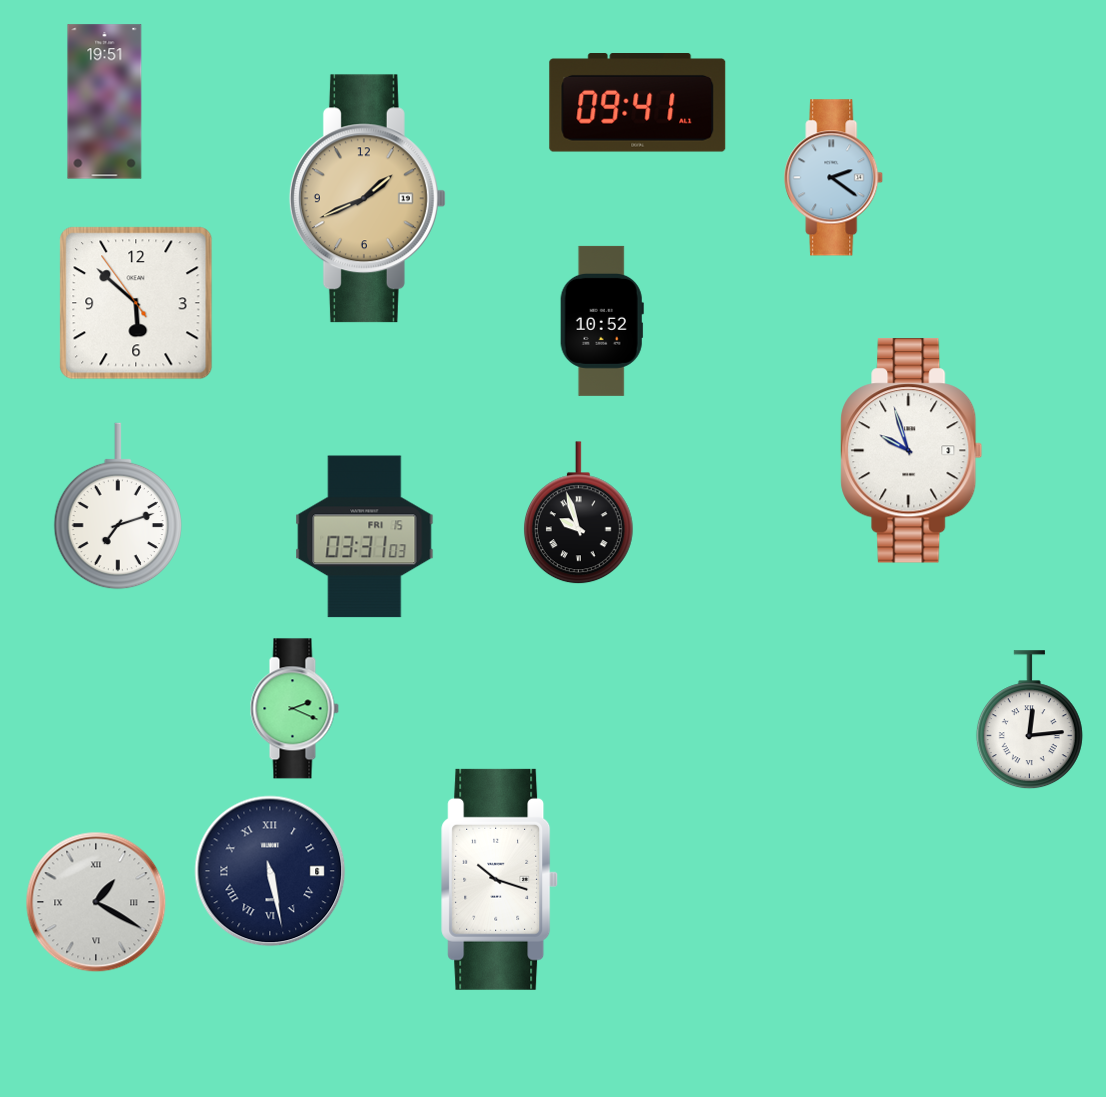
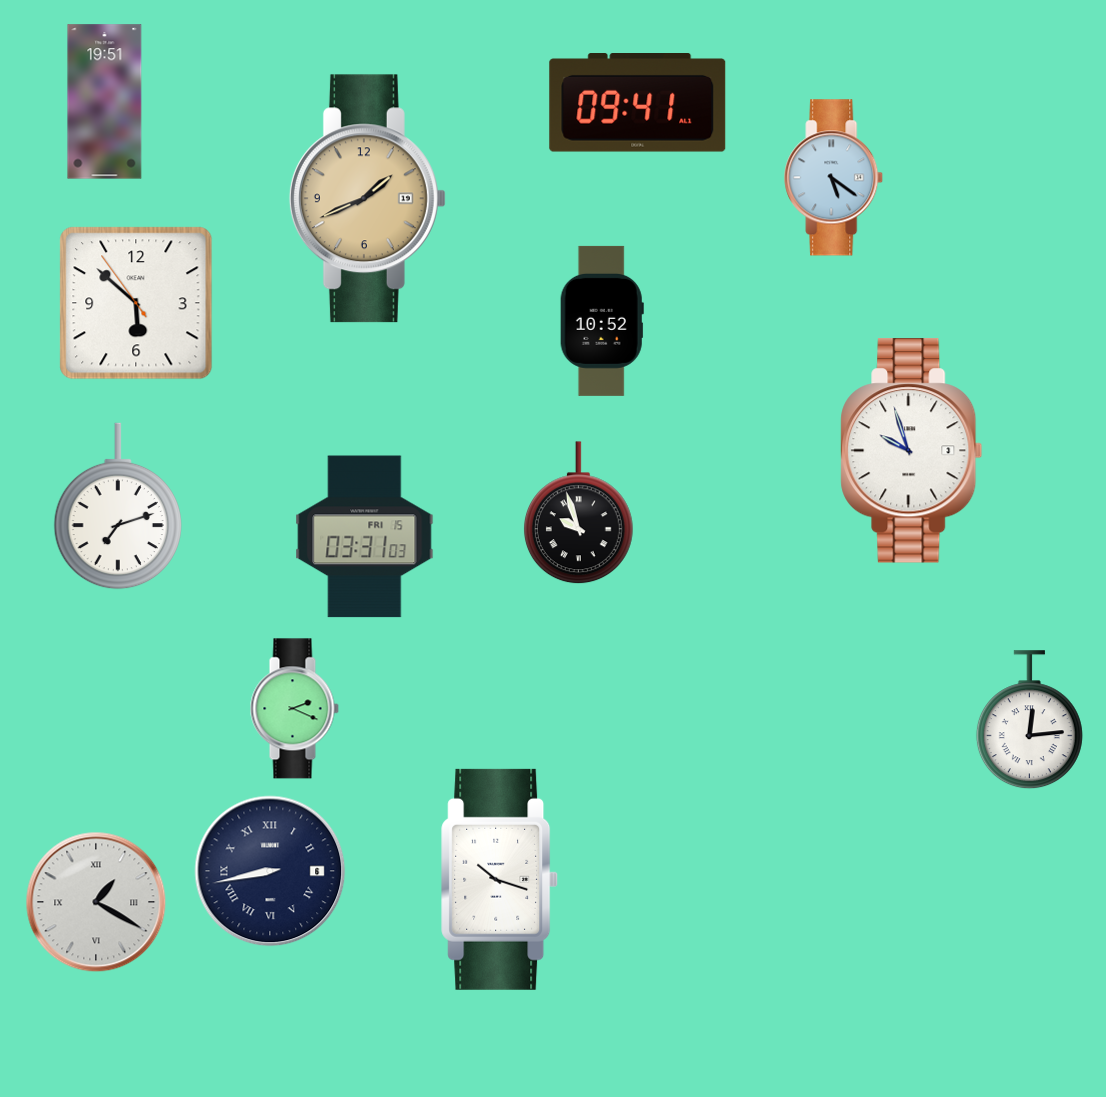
clock at (834, 178): 2:21 -> 5:21
clock at (270, 871): 5:28 -> 8:43
